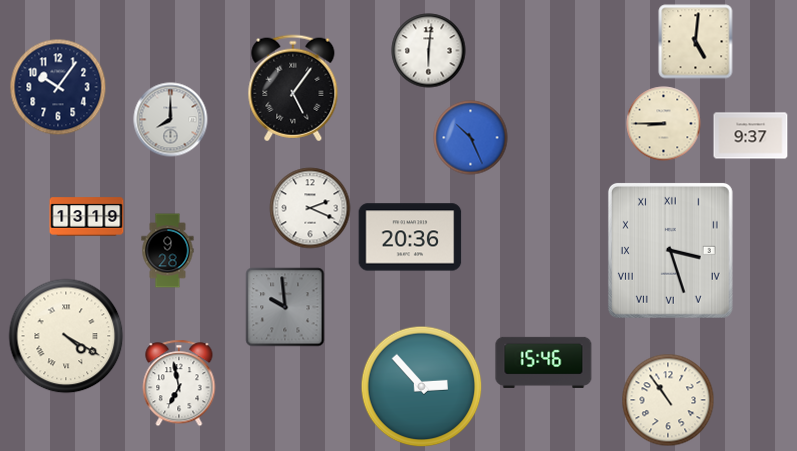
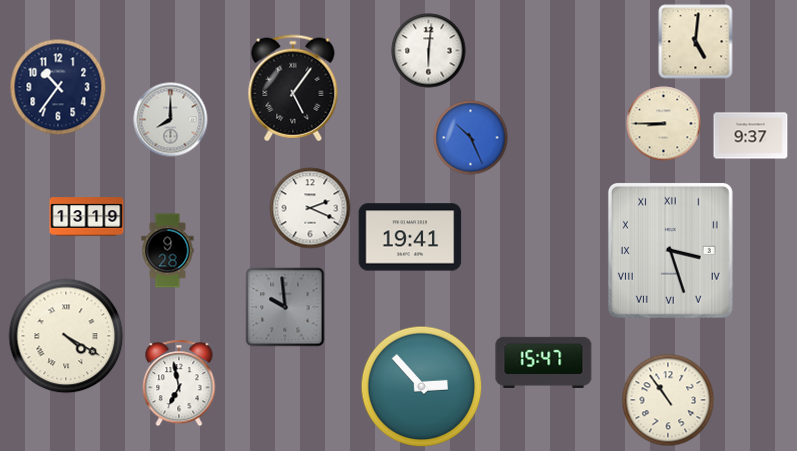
clock at (58, 87): 10:06 -> 10:36
clock at (410, 237): 20:36 -> 19:41
clock at (544, 362): 15:46 -> 15:47
